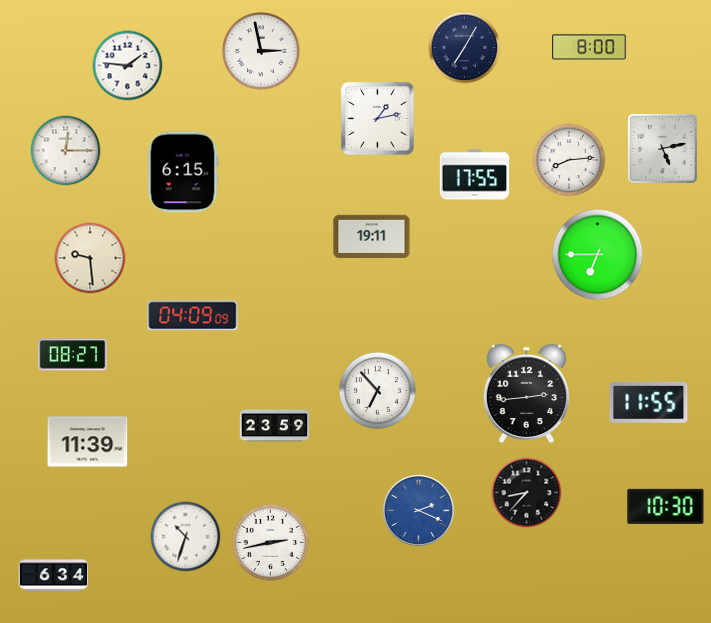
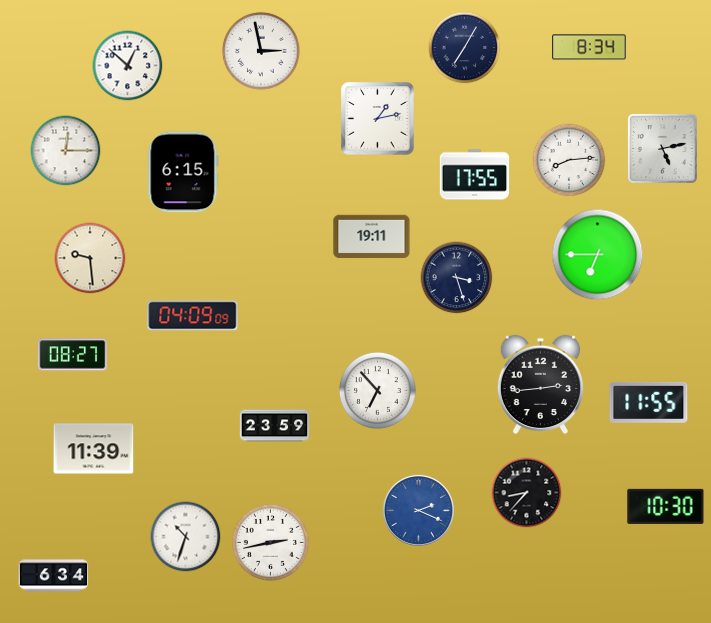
clock at (589, 47): 8:00 -> 8:34
clock at (128, 66): 1:46 -> 12:52
clock at (457, 278): none -> 3:27
clock at (526, 394) position: (526, 394) -> (540, 385)
clock at (88, 442) position: (88, 442) -> (94, 449)
